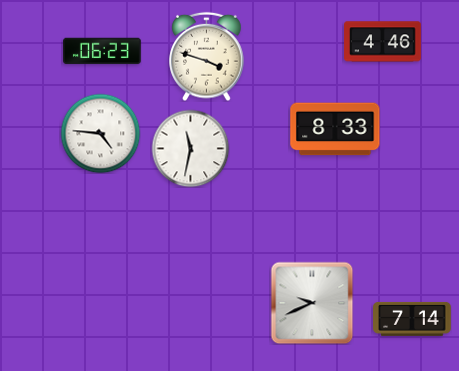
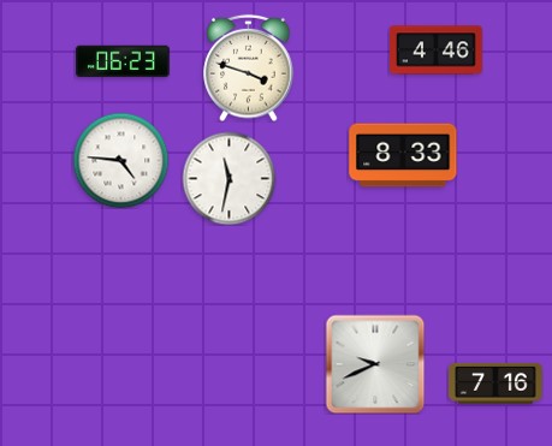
clock at (383, 42) position: (383, 42) -> (437, 50)
clock at (412, 319): 7:14 -> 7:16
